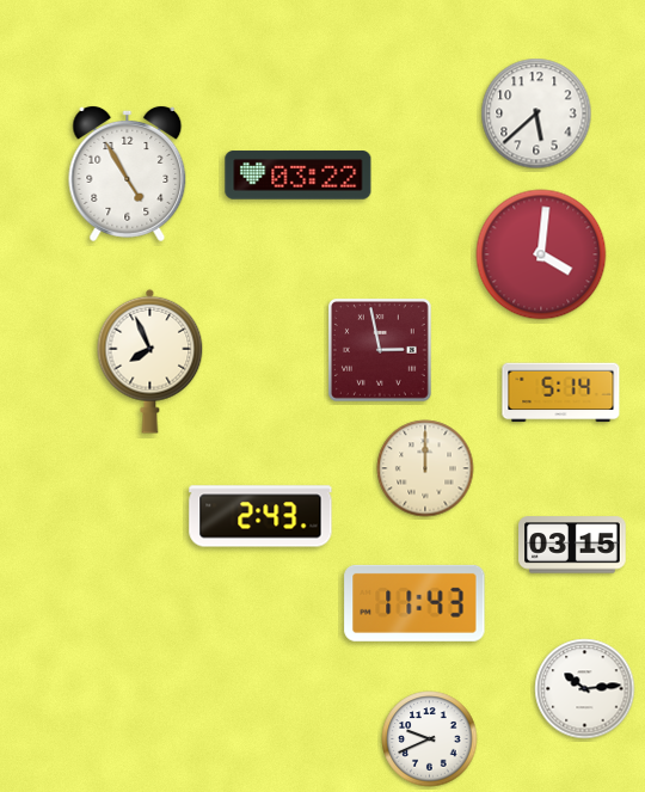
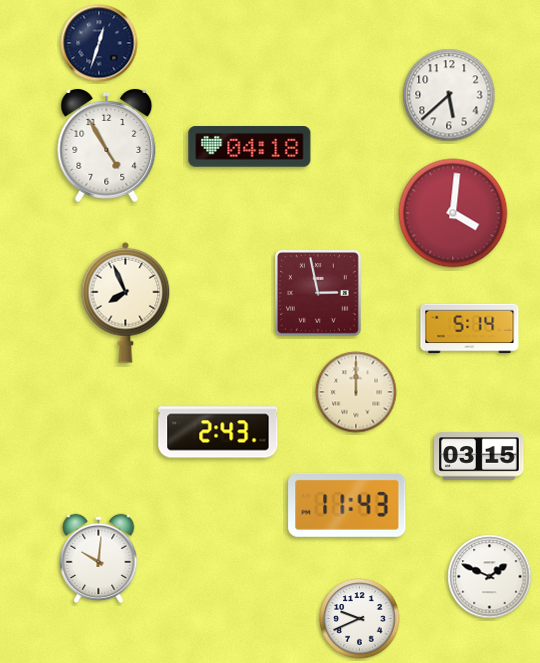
clock at (99, 43): none -> 12:33
clock at (299, 176): 03:22 -> 04:18
clock at (99, 558): none -> 10:01
clock at (585, 689): 10:14 -> 1:49
